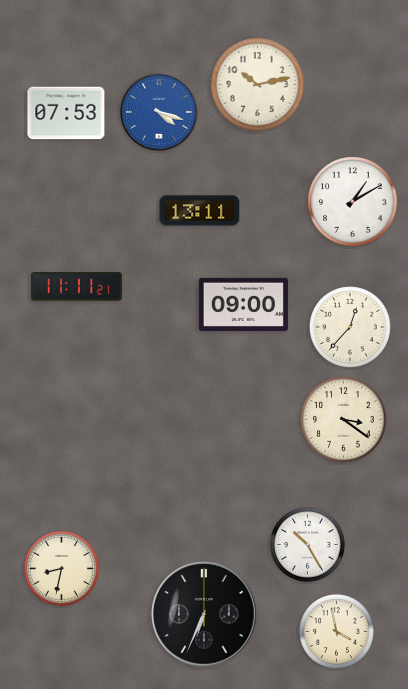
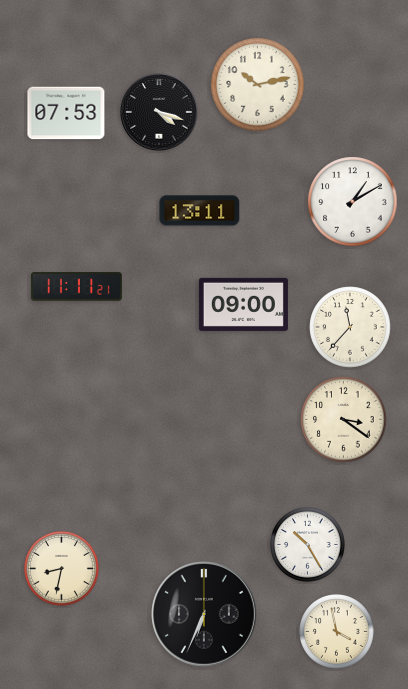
clock at (159, 112) dial: blue -> black
clock at (350, 327): 12:37 -> 11:37
